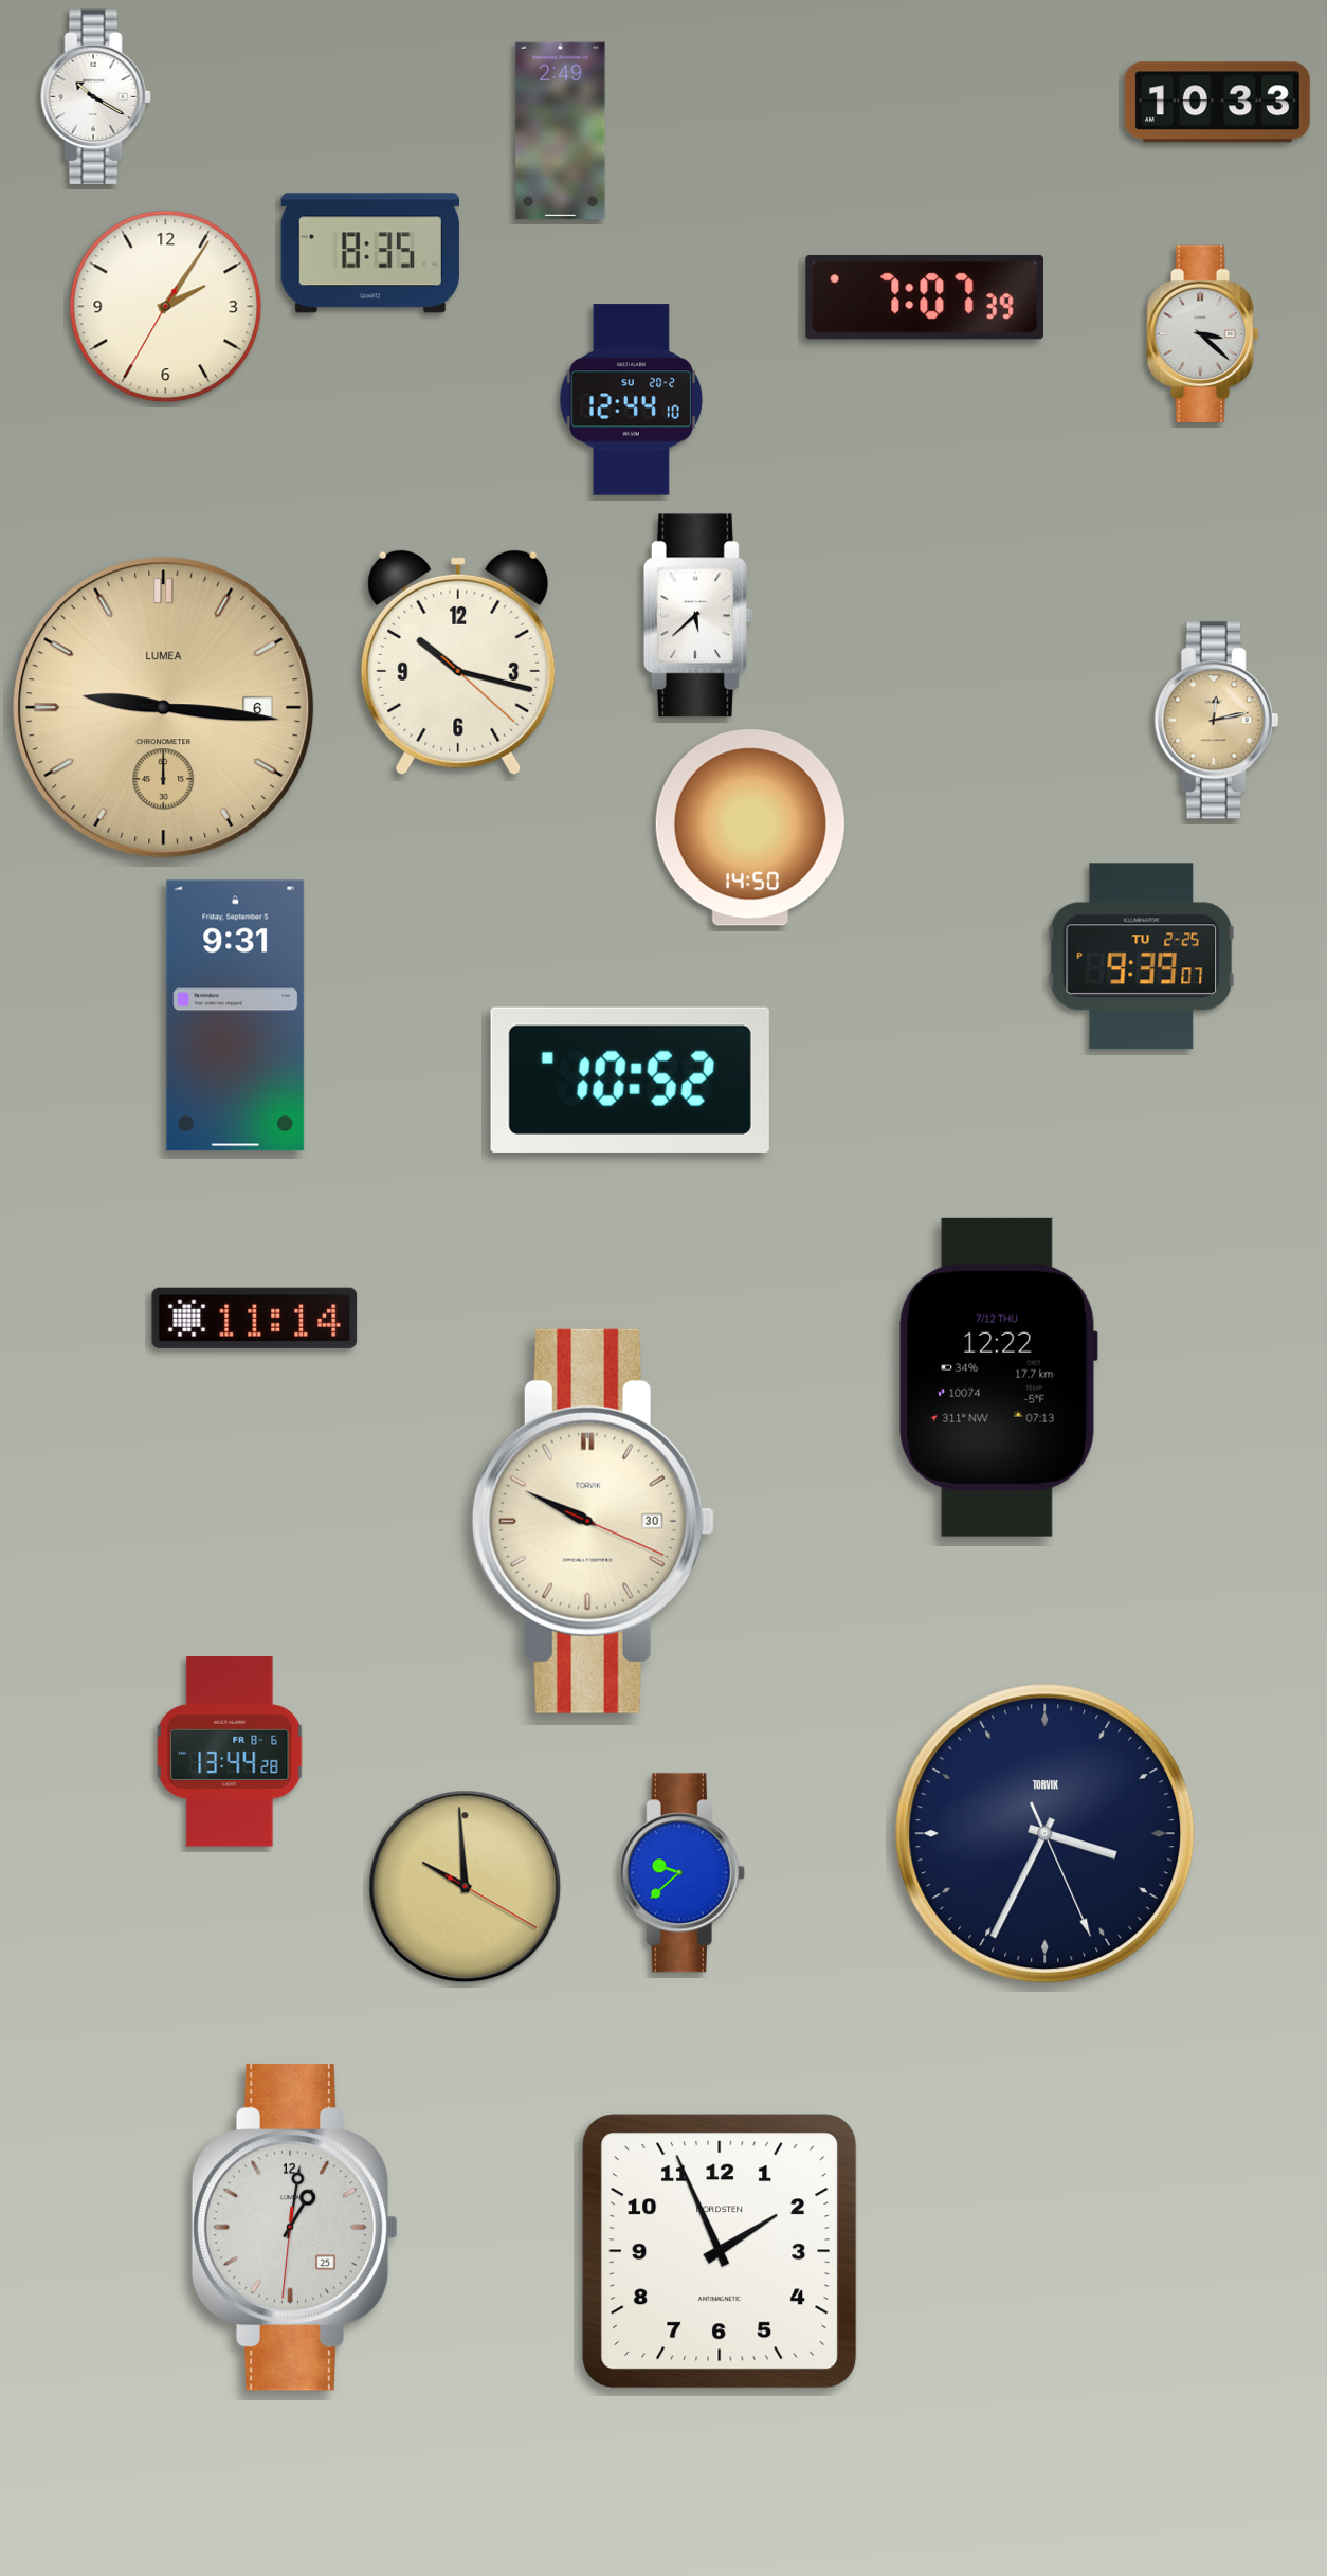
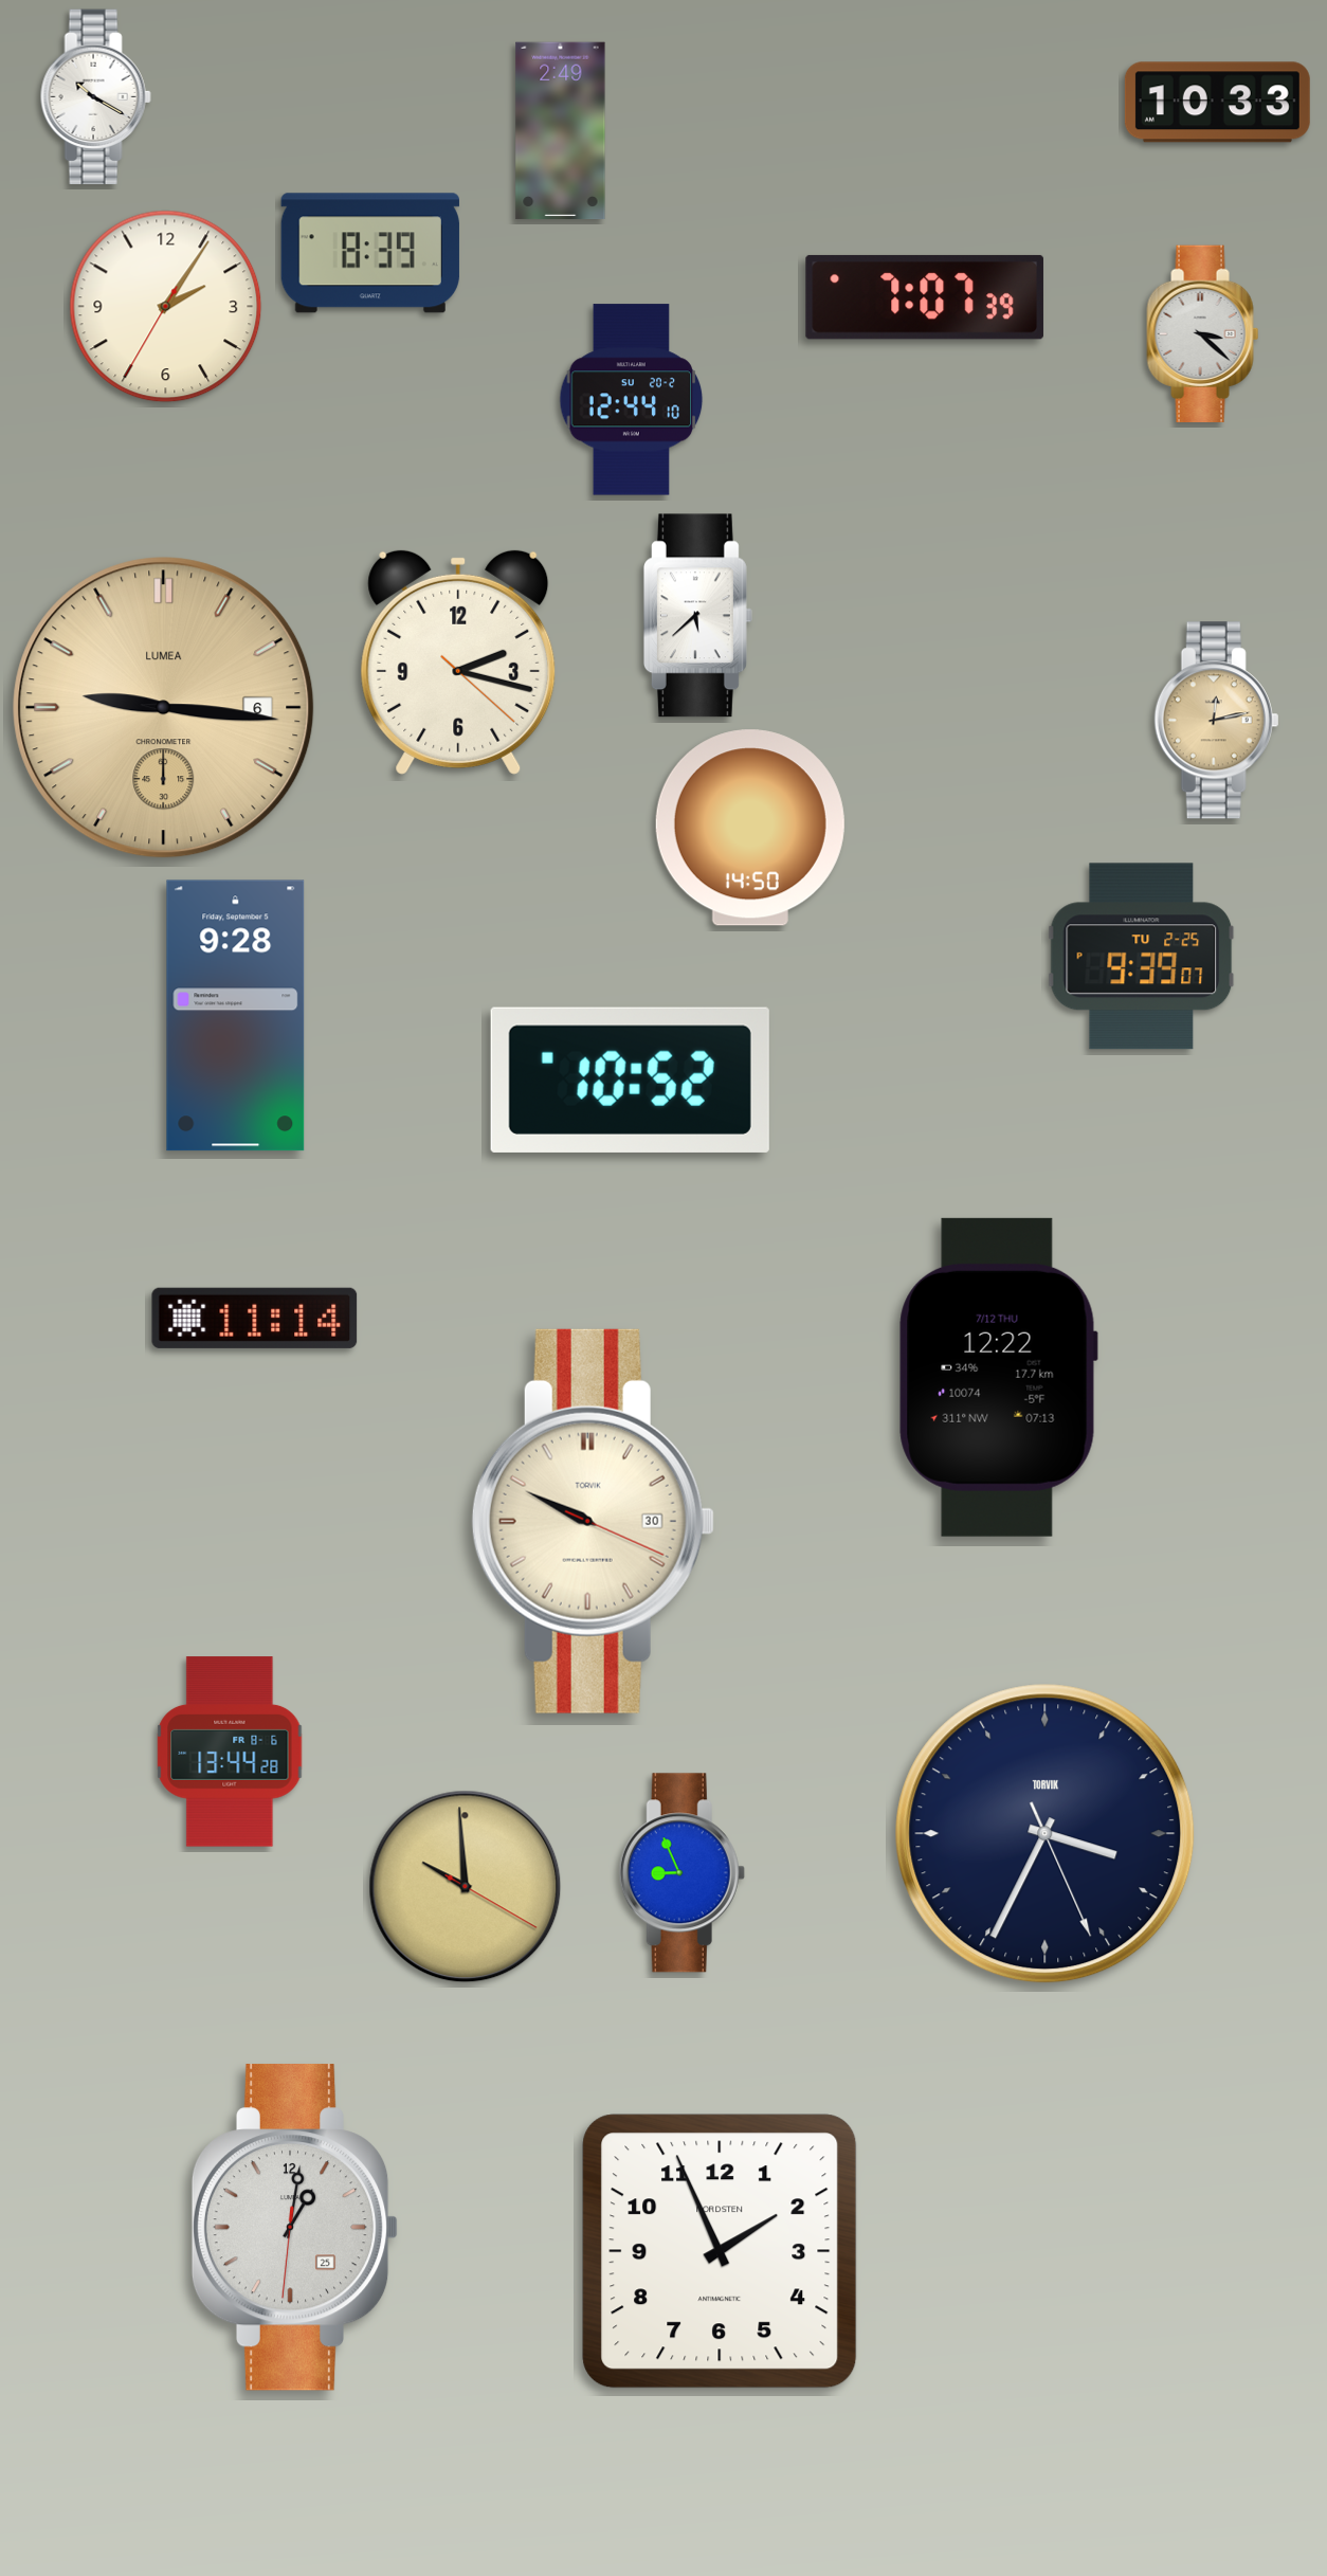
clock at (370, 253): 8:35 -> 8:39
clock at (458, 663): 10:17 -> 2:17
clock at (236, 1016): 9:31 -> 9:28
clock at (681, 1873): 9:38 -> 8:56
